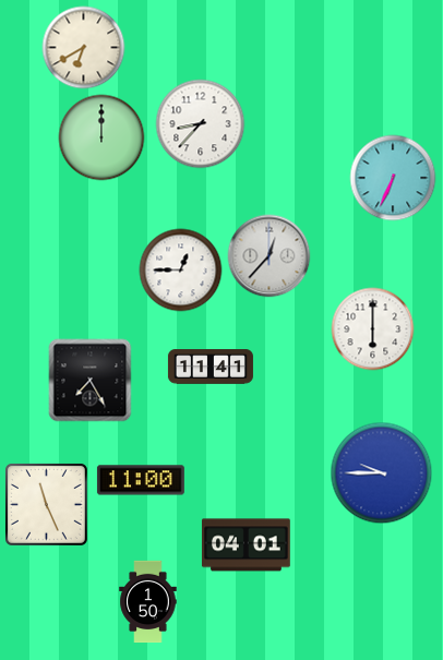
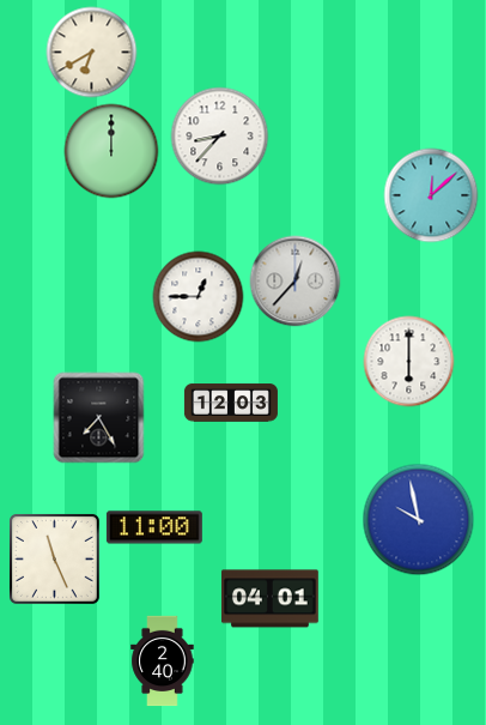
clock at (393, 178): 6:34 -> 12:08
clock at (211, 367): 11:41 -> 12:03
clock at (382, 473): 9:45 -> 9:58
clock at (46, 504) position: (46, 504) -> (54, 558)
clock at (148, 602): 1:50 -> 2:40
